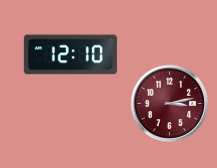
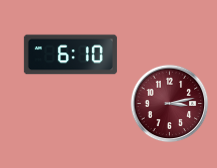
clock at (70, 55): 12:10 -> 6:10
